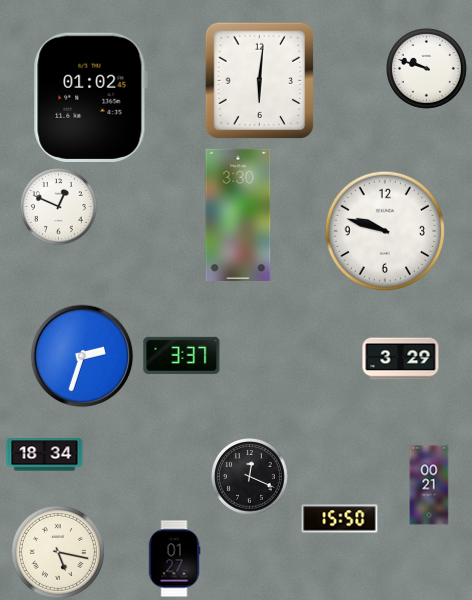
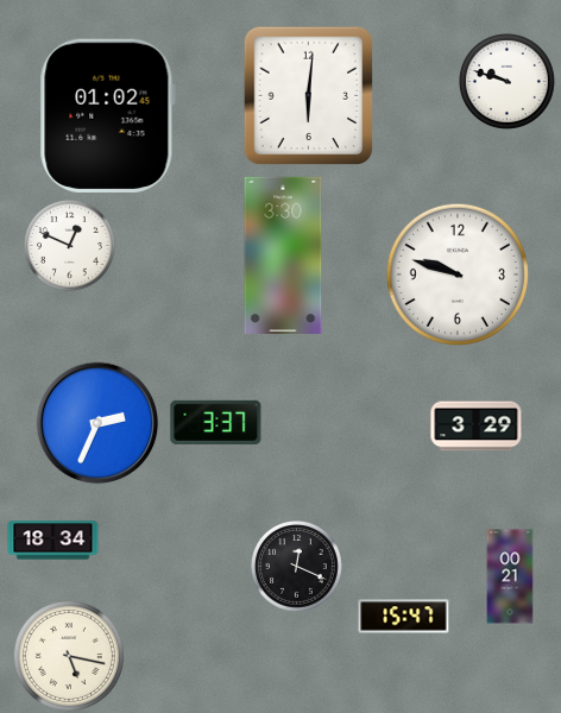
clock at (82, 356): 2:33 -> 2:34
clock at (340, 519): 15:50 -> 15:47
clock at (174, 559): 01:27 -> none
